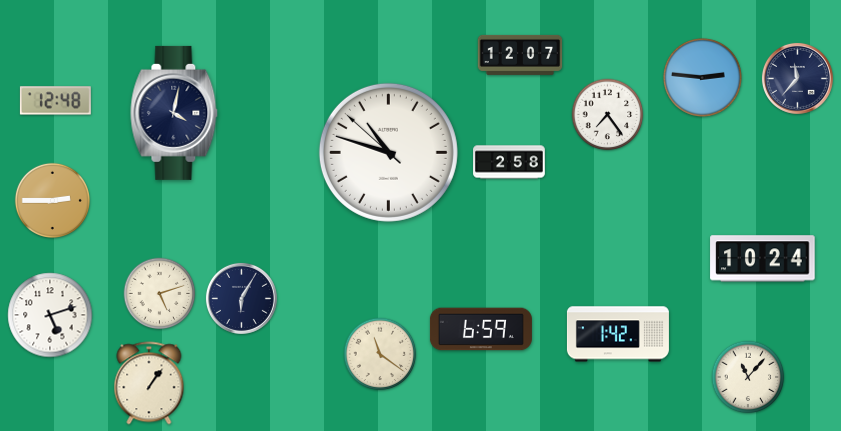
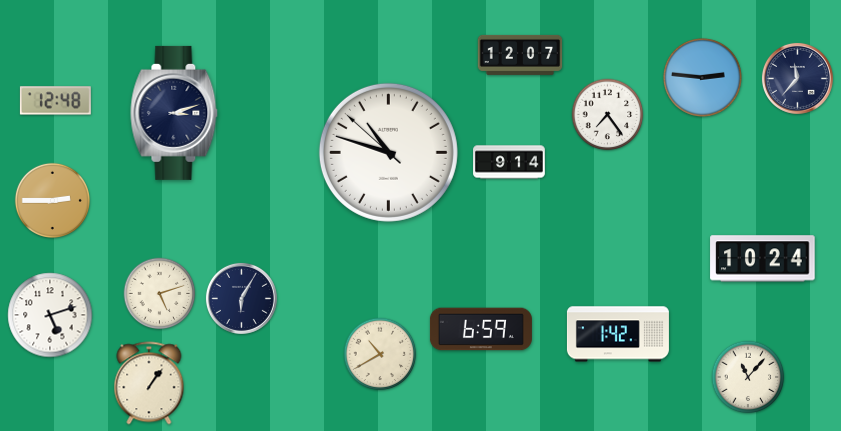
clock at (174, 113): 4:02 -> 3:12
clock at (509, 162): 2:58 -> 9:14
clock at (380, 354): 11:21 -> 10:40
